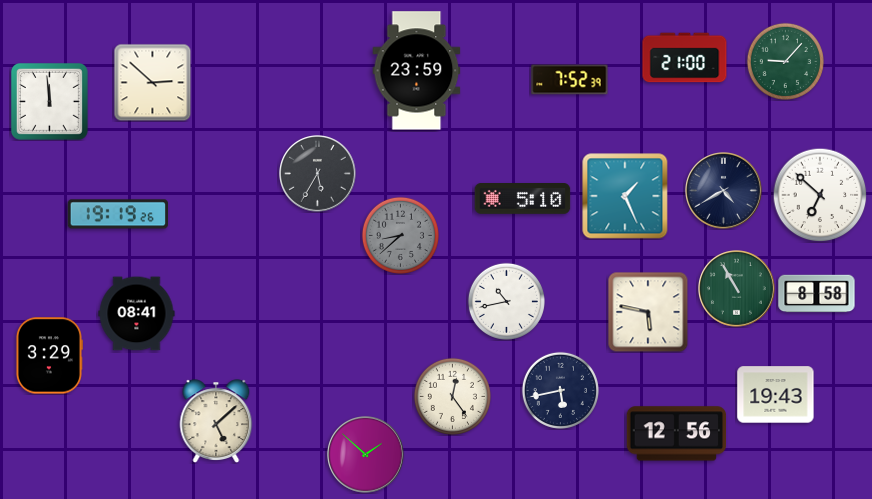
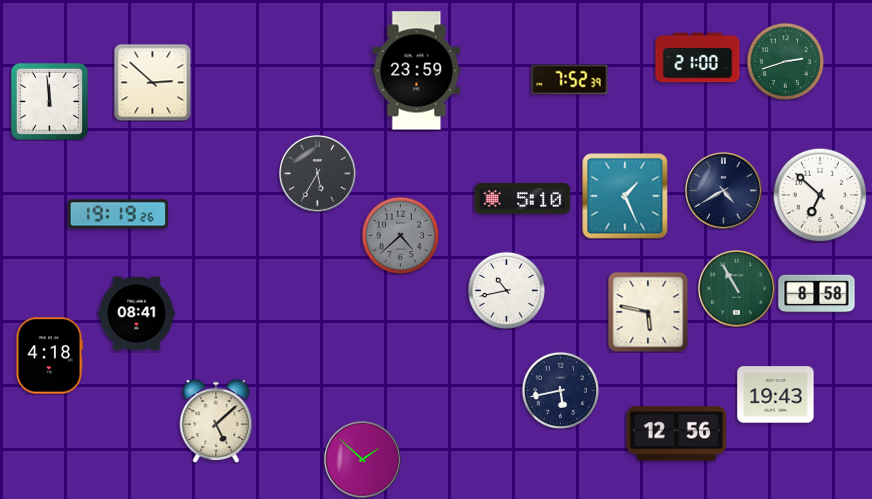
clock at (685, 58) position: (685, 58) -> (698, 58)
clock at (785, 61): 9:07 -> 2:42
clock at (400, 235): 8:38 -> 4:38
clock at (506, 301) position: (506, 301) -> (506, 290)
clock at (49, 356): 3:29 -> 4:18
clock at (452, 396): 12:24 -> none
clock at (366, 455) position: (366, 455) -> (363, 460)
